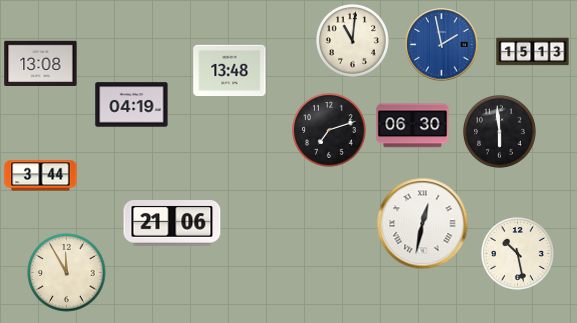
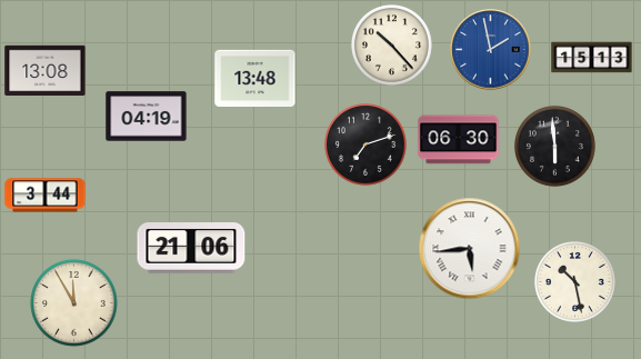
clock at (352, 40): 11:01 -> 10:23
clock at (423, 224): 12:32 -> 5:44
